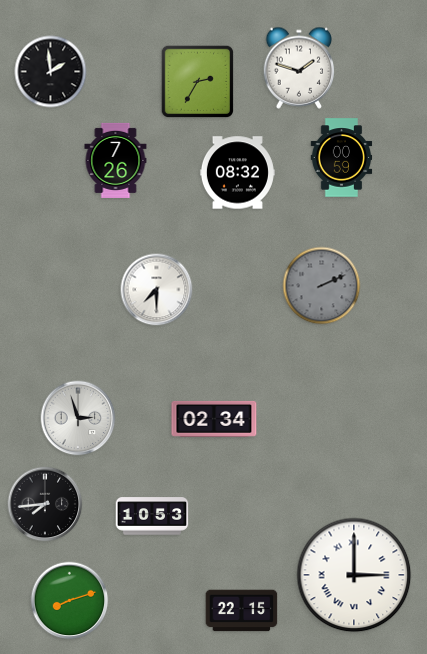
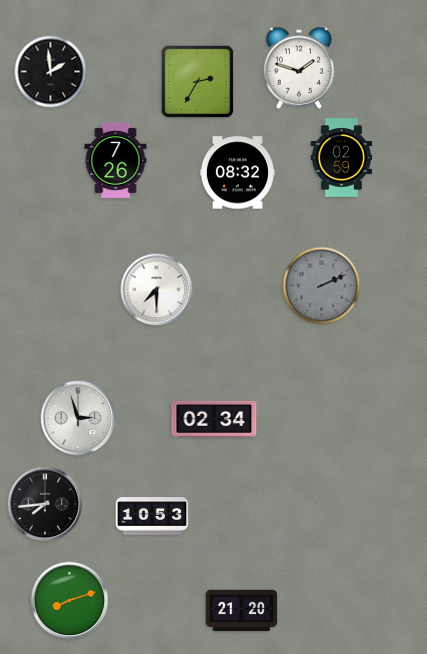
clock at (342, 158): 00:59 -> 02:59
clock at (354, 575): 3:00 -> none
clock at (242, 611): 22:15 -> 21:20
